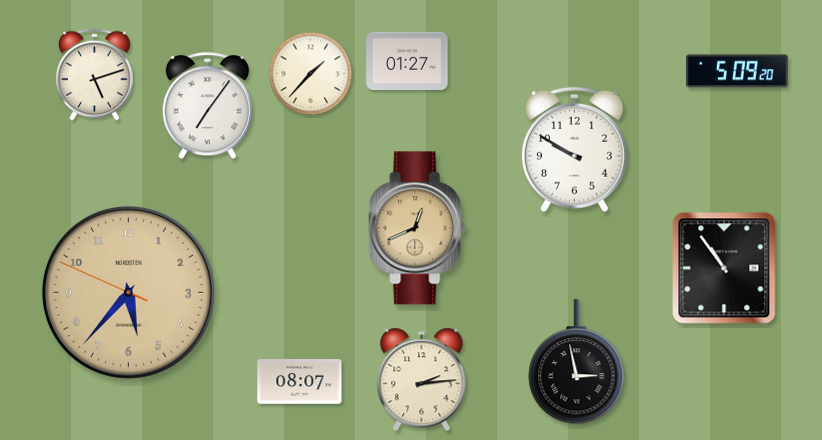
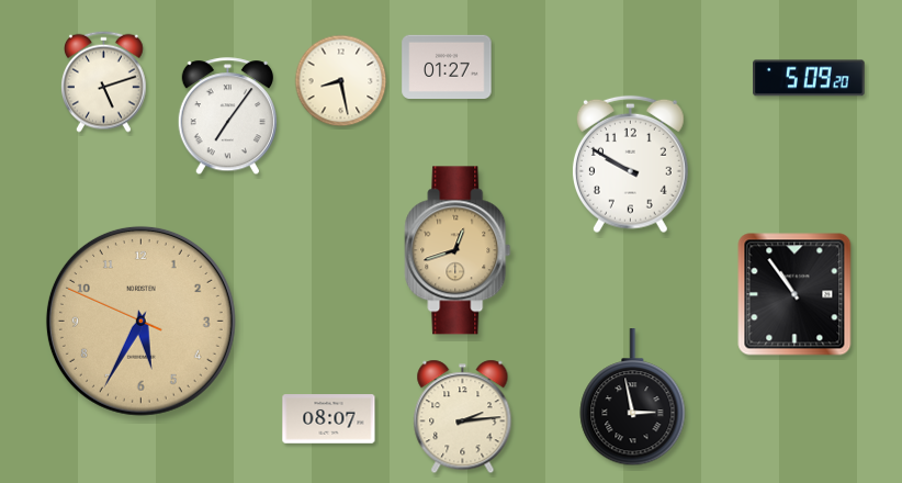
clock at (311, 74): 1:37 -> 8:28
clock at (417, 228): 12:41 -> 12:42
clock at (128, 292): 5:36 -> 5:34
